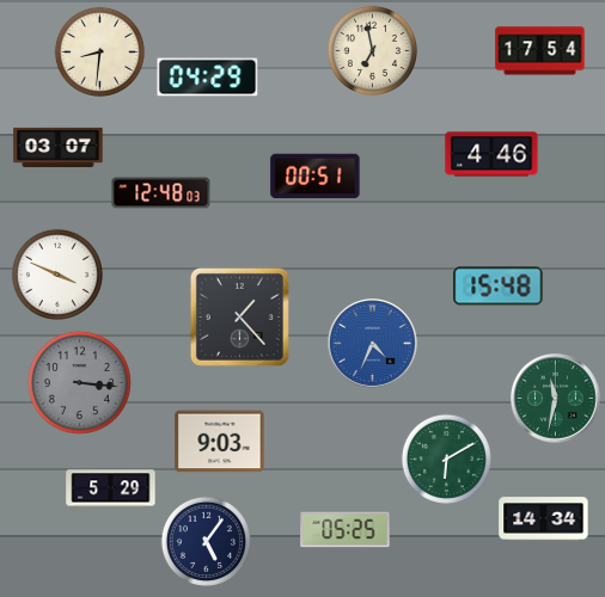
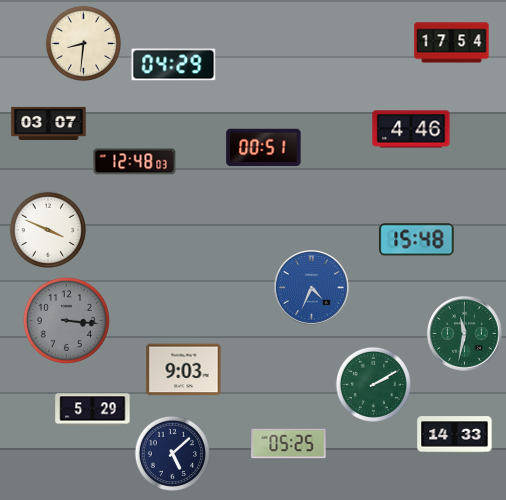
clock at (372, 50): 6:58 -> none
clock at (239, 316): 1:23 -> none
clock at (446, 458): 6:10 -> 2:10
clock at (544, 519): 14:34 -> 14:33
clock at (206, 541): 5:06 -> 5:08
